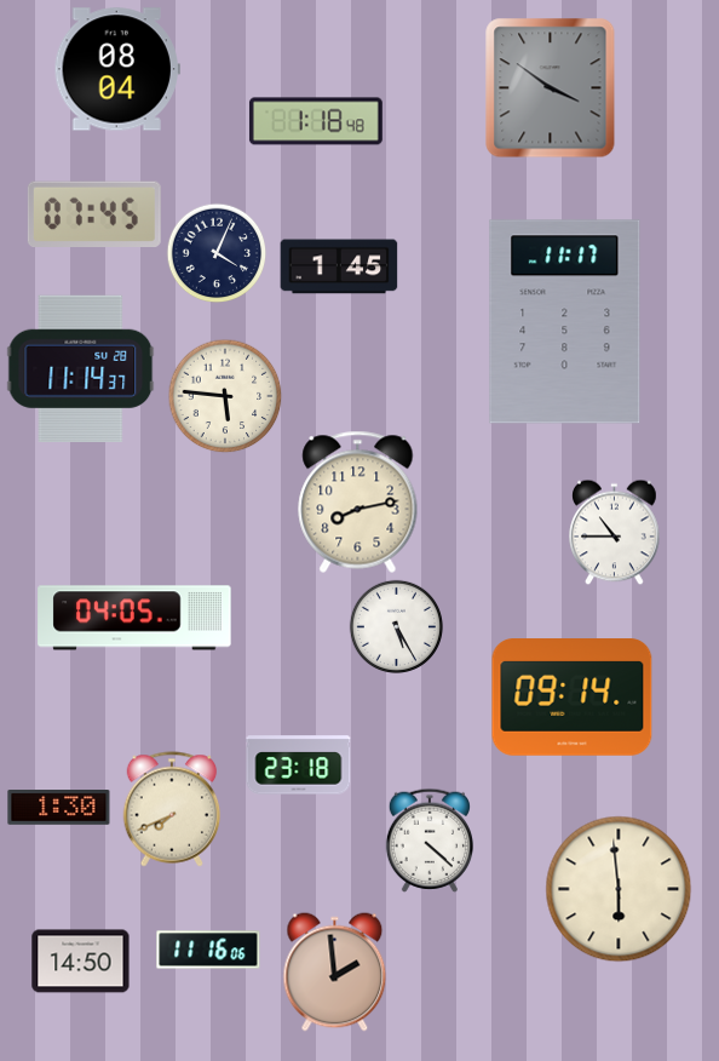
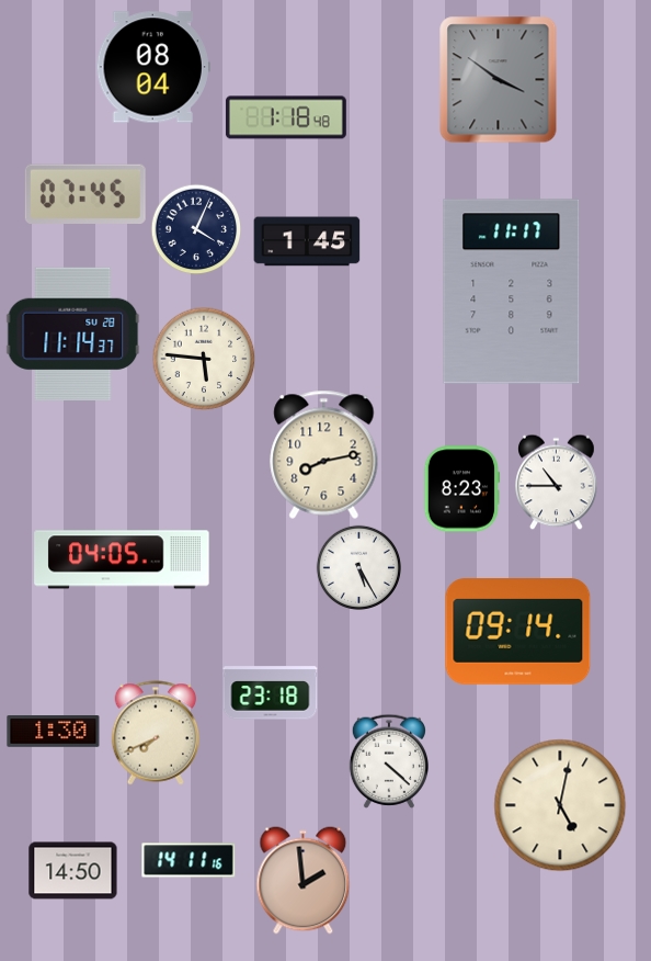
clock at (117, 69) position: (117, 69) -> (153, 67)
clock at (316, 121) position: (316, 121) -> (286, 117)
clock at (462, 489): none -> 8:23
clock at (619, 889): 5:59 -> 5:02
clock at (208, 950): 11:16 -> 14:11
